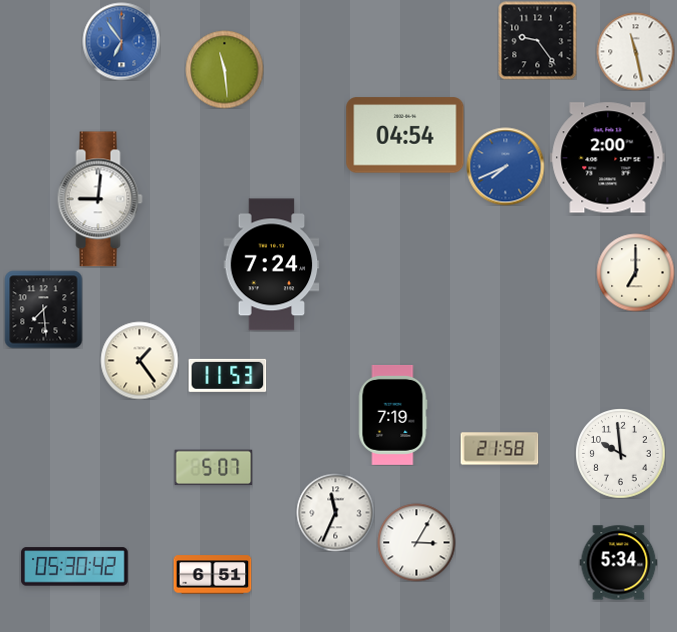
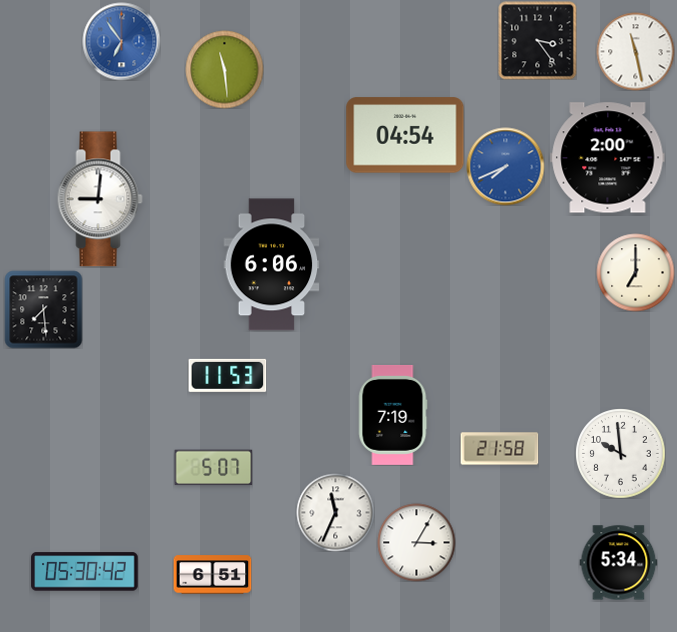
clock at (537, 40): 9:24 -> 3:24
clock at (272, 265): 7:24 -> 6:06
clock at (139, 360): 1:24 -> none
clock at (75, 567) position: (75, 567) -> (85, 572)
